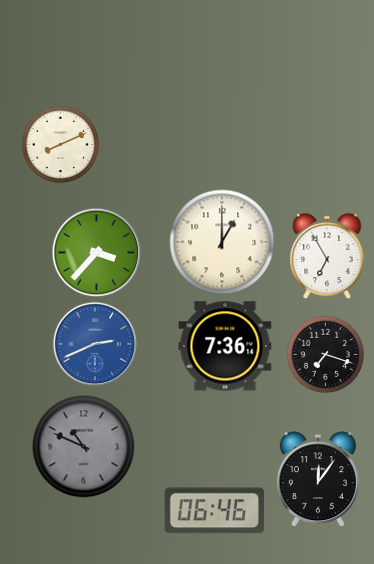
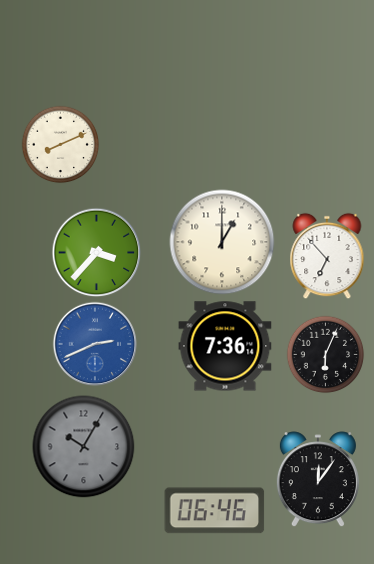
clock at (327, 256): 6:55 -> 6:53
clock at (325, 354): 7:18 -> 6:04
clock at (84, 447): 10:49 -> 10:05
